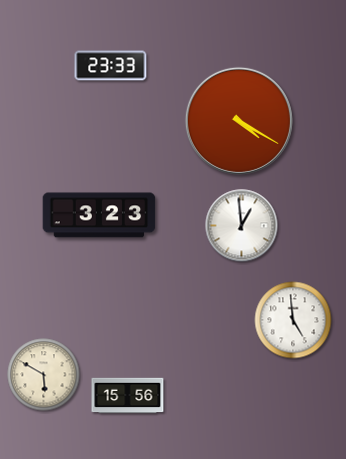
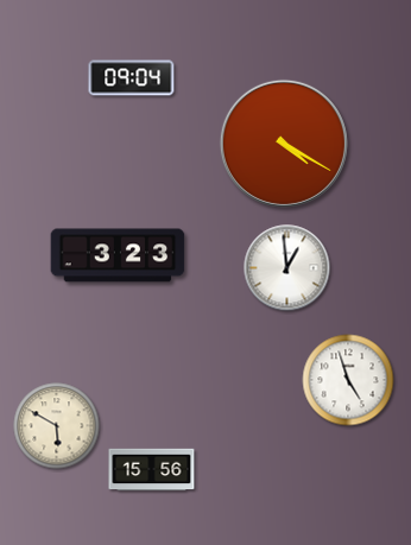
clock at (111, 66): 23:33 -> 09:04
clock at (293, 320): 4:59 -> 4:57
clock at (44, 375) position: (44, 375) -> (57, 426)
